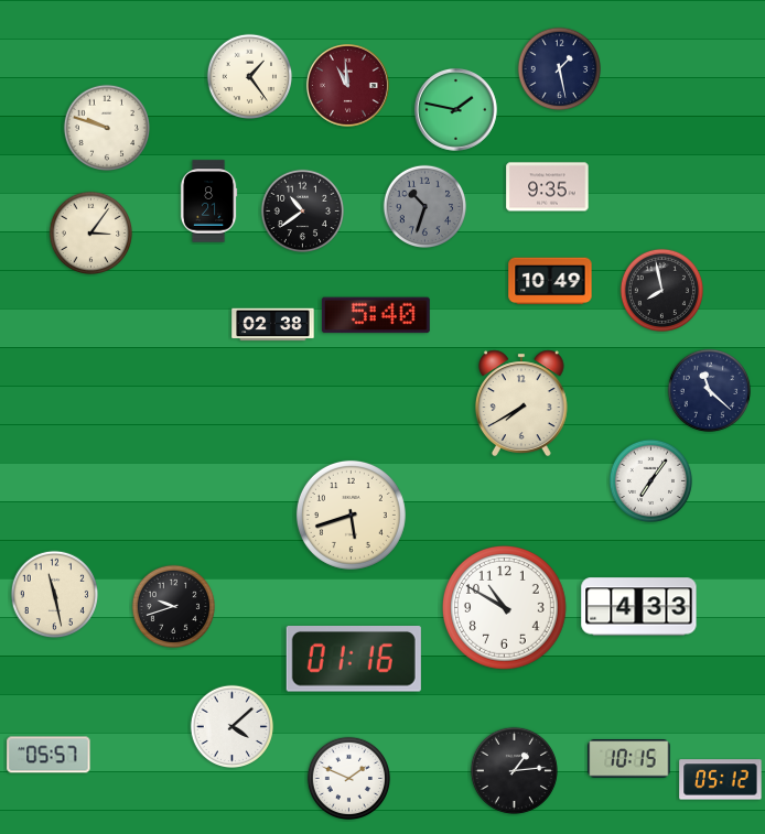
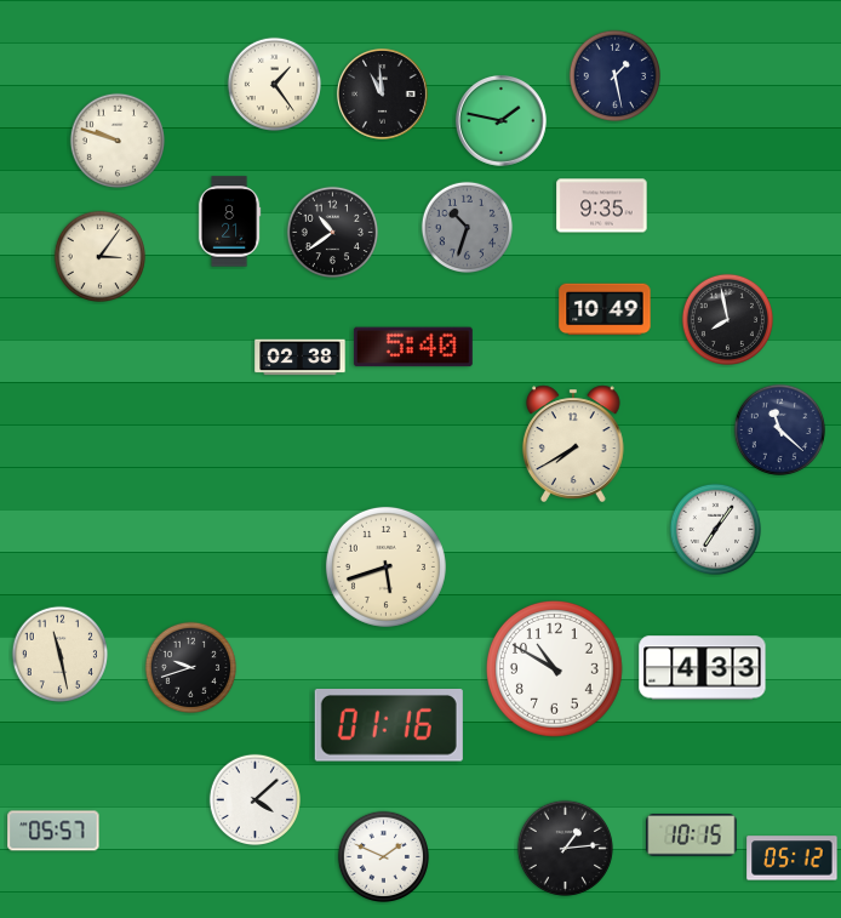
clock at (347, 85) dial: burgundy -> black
